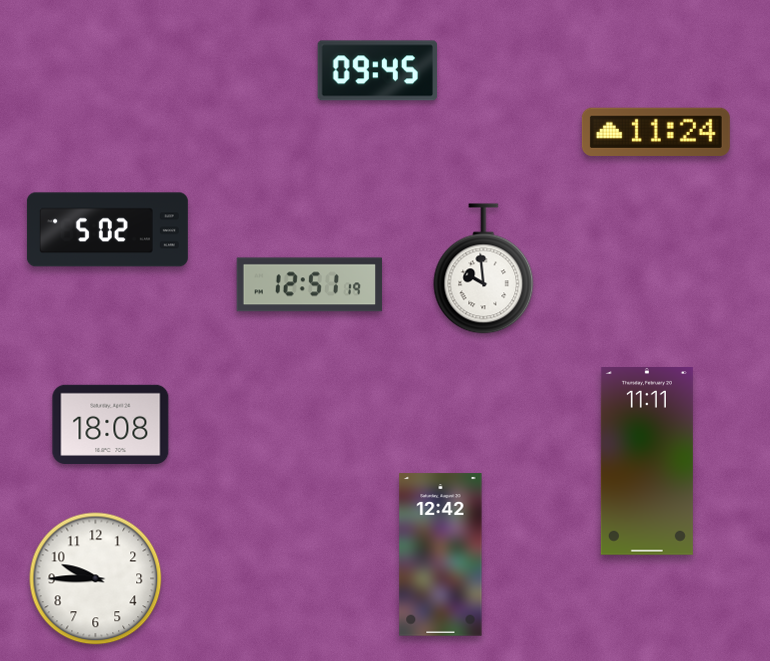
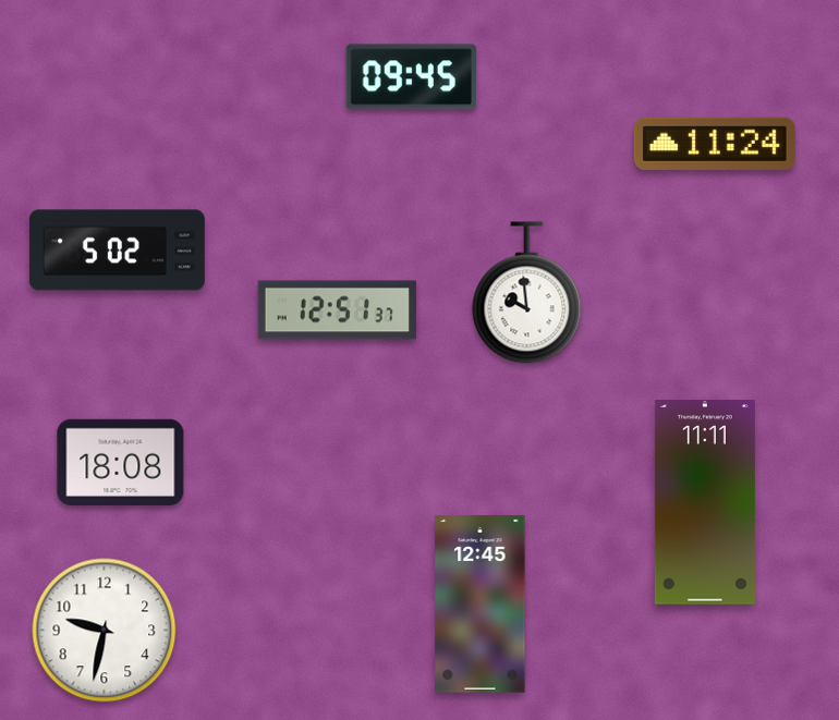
clock at (310, 285): 12:51:19 -> 12:51:37
clock at (441, 555): 12:42 -> 12:45
clock at (96, 579): 9:45 -> 9:32
